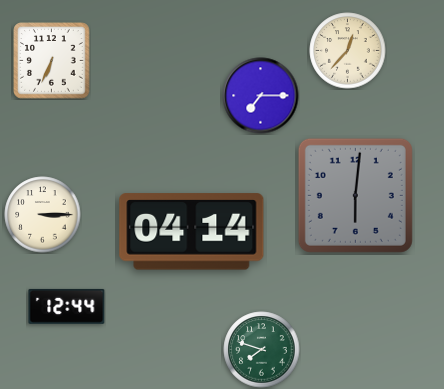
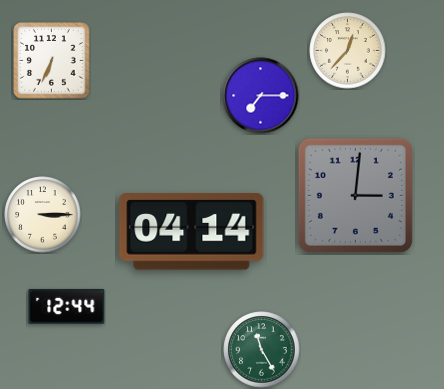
clock at (355, 195): 6:01 -> 3:01
clock at (262, 350): 7:48 -> 11:25
